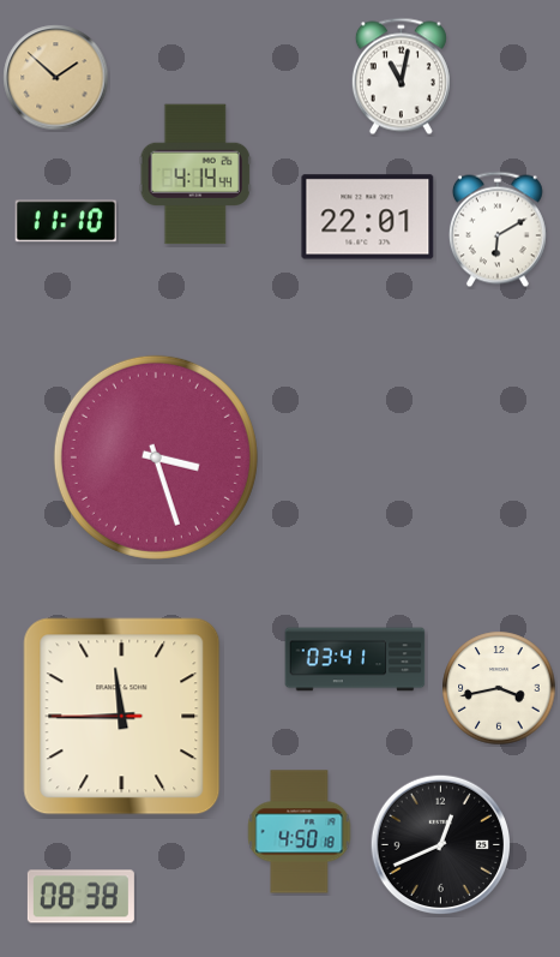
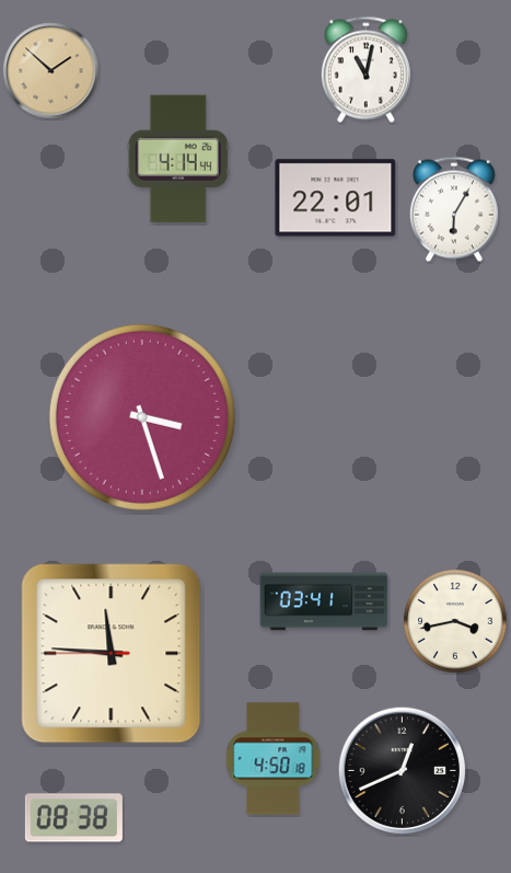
clock at (65, 221): 11:10 -> none
clock at (498, 229): 6:10 -> 6:05
clock at (499, 688) position: (499, 688) -> (455, 621)
clock at (122, 717): 11:44 -> 11:45
